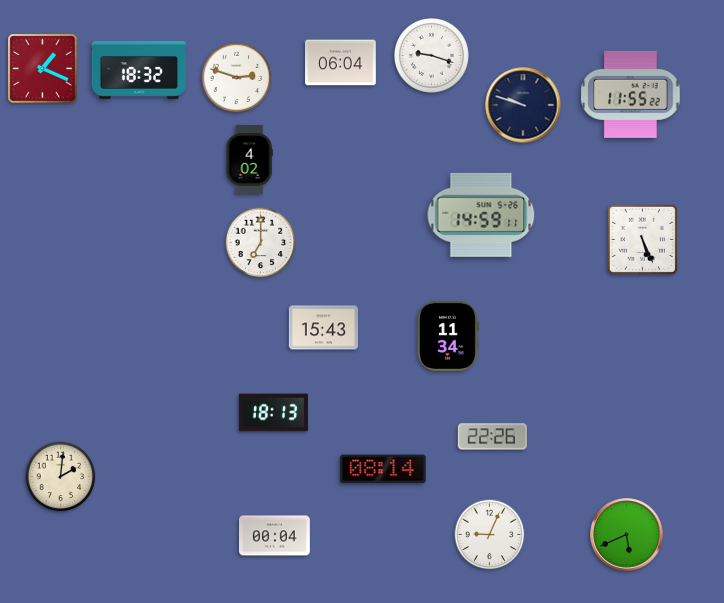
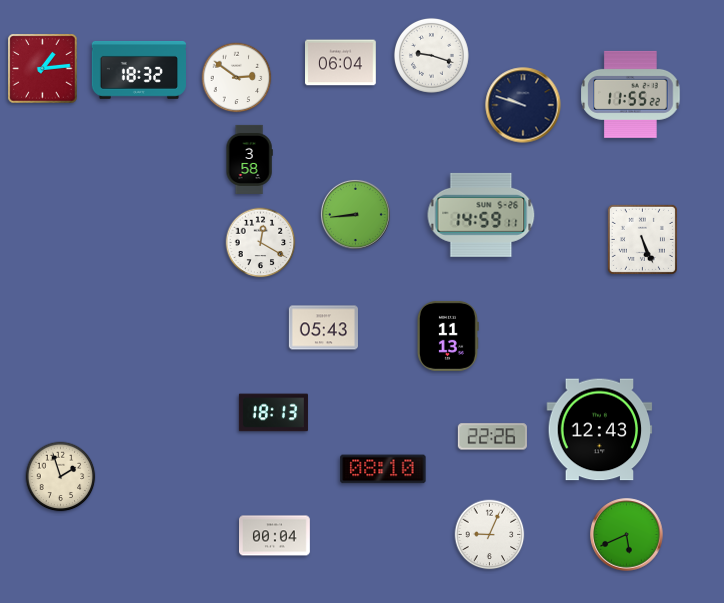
clock at (43, 69): 1:19 -> 1:14
clock at (237, 78): 2:48 -> 2:51
clock at (249, 159): 4:02 -> 3:58
clock at (355, 214): none -> 8:44
clock at (261, 243): 7:00 -> 12:20
clock at (323, 328): 15:43 -> 05:43
clock at (448, 336): 11:34 -> 11:13
clock at (600, 430): none -> 12:43
clock at (383, 469): 08:14 -> 08:10
clock at (61, 477): 2:01 -> 1:57
